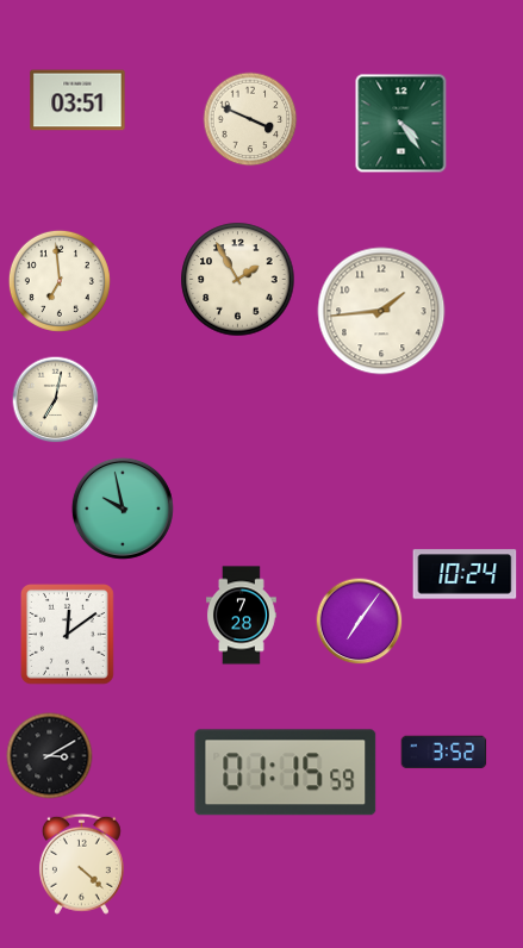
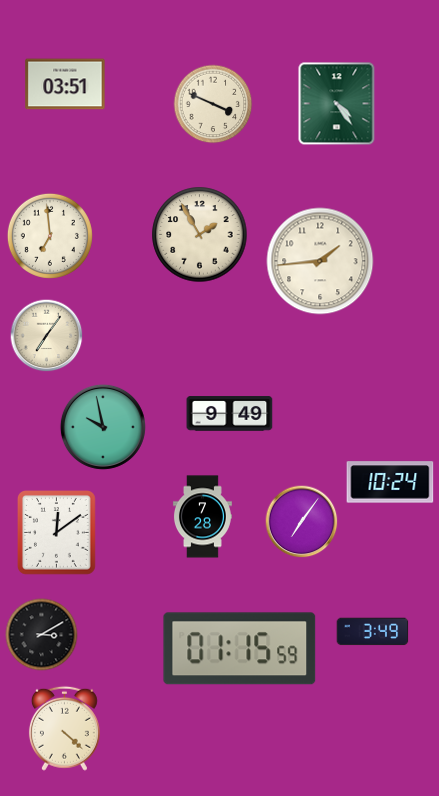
clock at (250, 119) position: (250, 119) -> (213, 104)
clock at (56, 400): 7:02 -> 7:06
clock at (230, 414): none -> 9:49
clock at (444, 753): 3:52 -> 3:49
clock at (81, 863) position: (81, 863) -> (64, 728)
